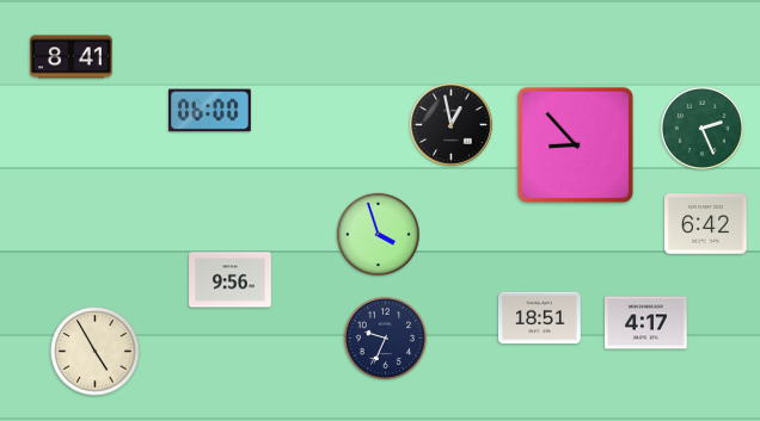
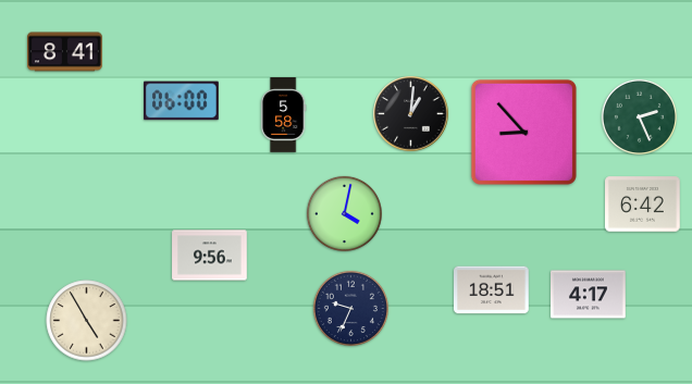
clock at (210, 111) position: (210, 111) -> (182, 101)
clock at (452, 125): 12:58 -> 1:01
clock at (283, 115): none -> 5:58
clock at (378, 234): 3:57 -> 4:02
